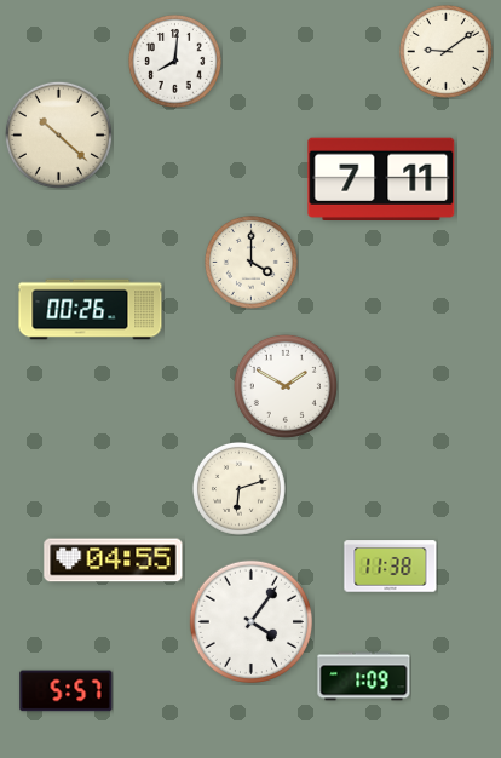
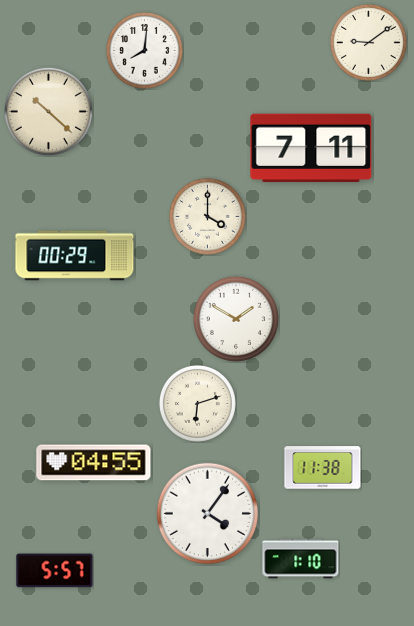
clock at (381, 178) position: (381, 178) -> (311, 147)
clock at (91, 310): 00:26 -> 00:29
clock at (364, 677): 1:09 -> 1:10
